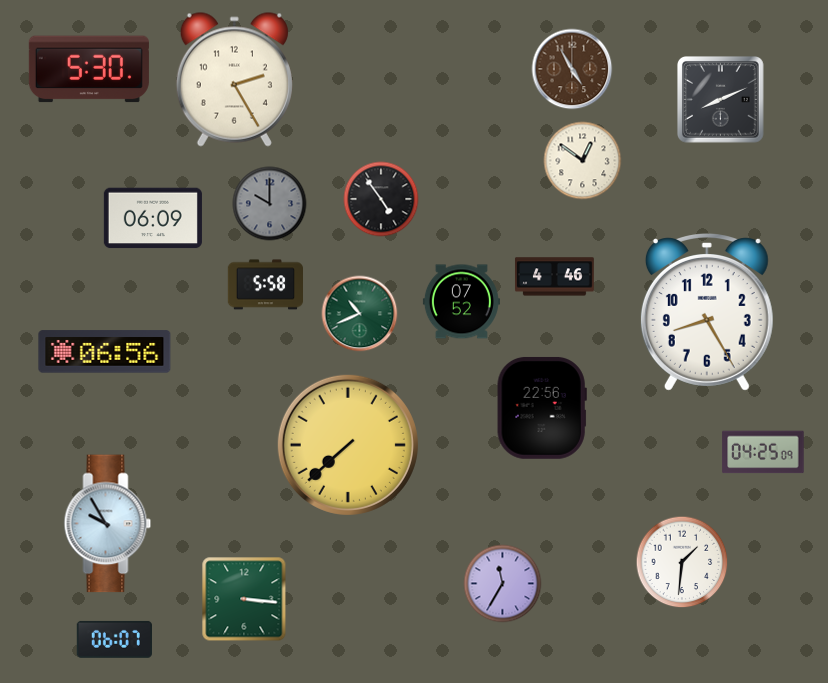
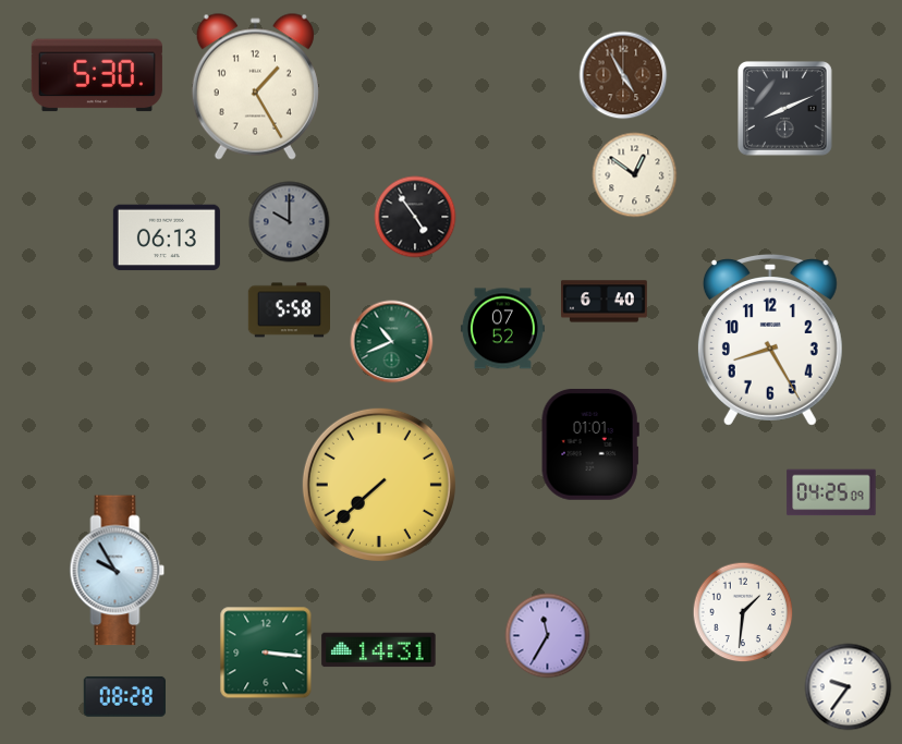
clock at (234, 79): 2:25 -> 1:25
clock at (270, 204) position: (270, 204) -> (290, 222)
clock at (153, 218): 06:09 -> 06:13
clock at (555, 277): 4:46 -> 6:40
clock at (105, 352): 06:56 -> none
clock at (542, 408): 22:56 -> 01:01
clock at (379, 650): none -> 14:31
clock at (849, 687): none -> 9:36
clock at (114, 639): 06:07 -> 08:28
